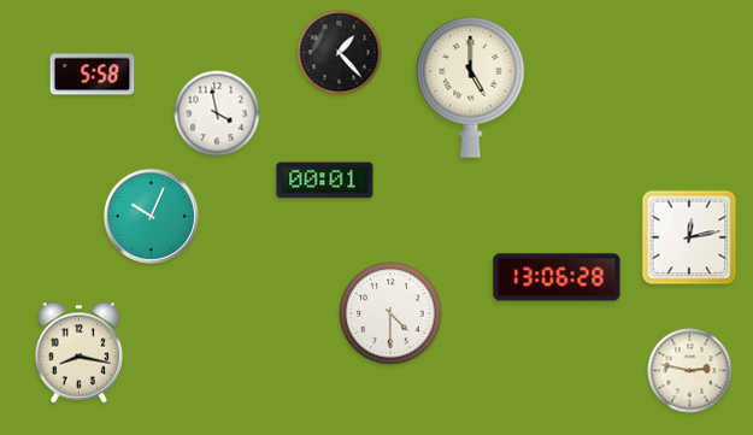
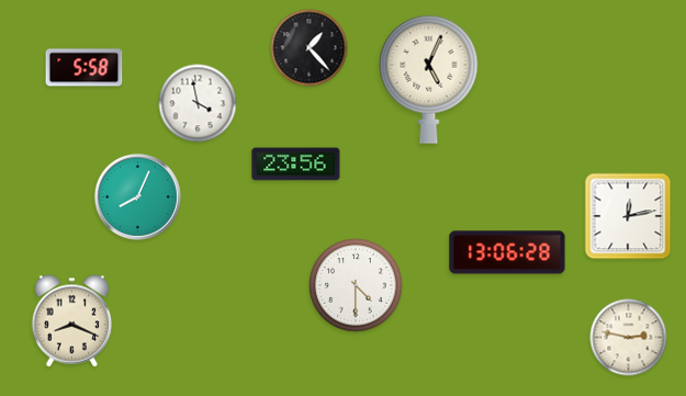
clock at (471, 87): 5:00 -> 5:04
clock at (325, 181): 00:01 -> 23:56
clock at (151, 216): 10:04 -> 8:04
clock at (80, 353): 8:17 -> 8:19
